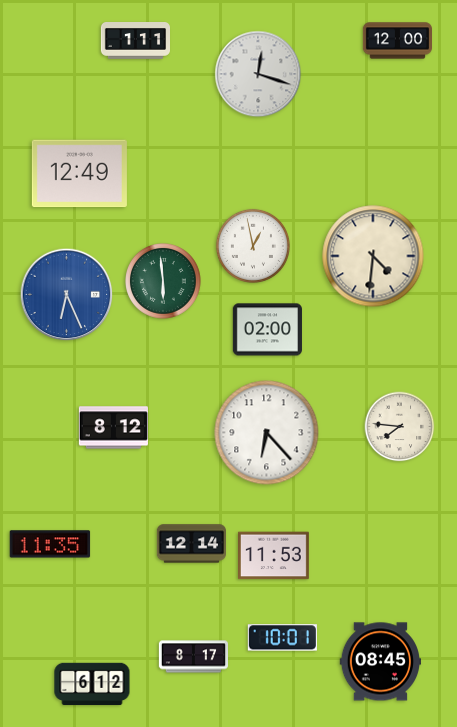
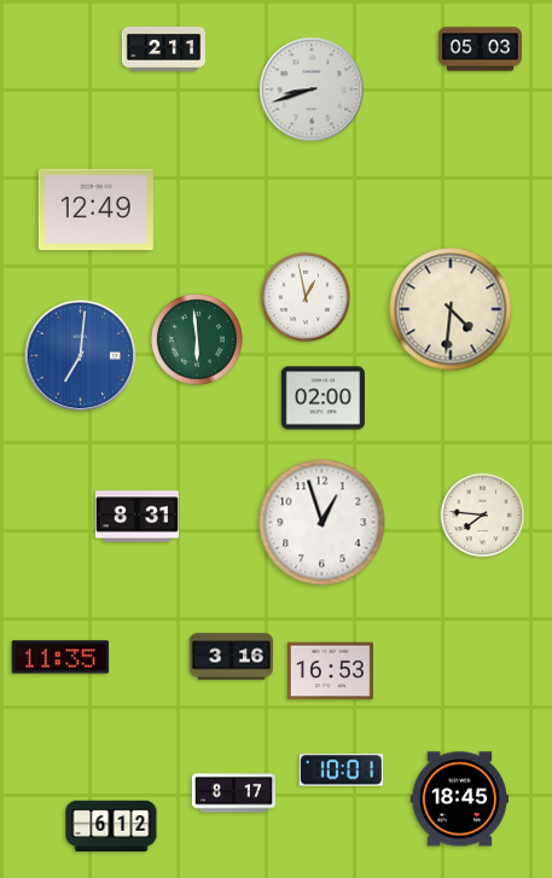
clock at (135, 41): 1:11 -> 2:11
clock at (397, 41): 12:00 -> 05:03
clock at (258, 74): 12:18 -> 8:42
clock at (67, 295): 6:26 -> 7:01
clock at (113, 428): 8:12 -> 8:31
clock at (267, 433): 6:23 -> 12:57
clock at (191, 544): 12:14 -> 3:16
clock at (274, 556): 11:53 -> 16:53
clock at (380, 662): 08:45 -> 18:45
